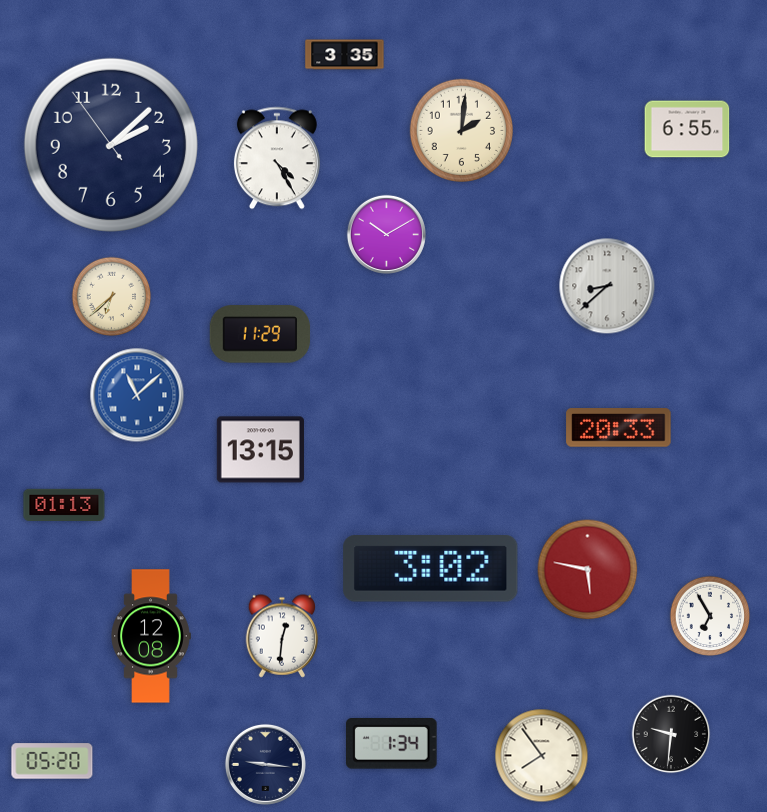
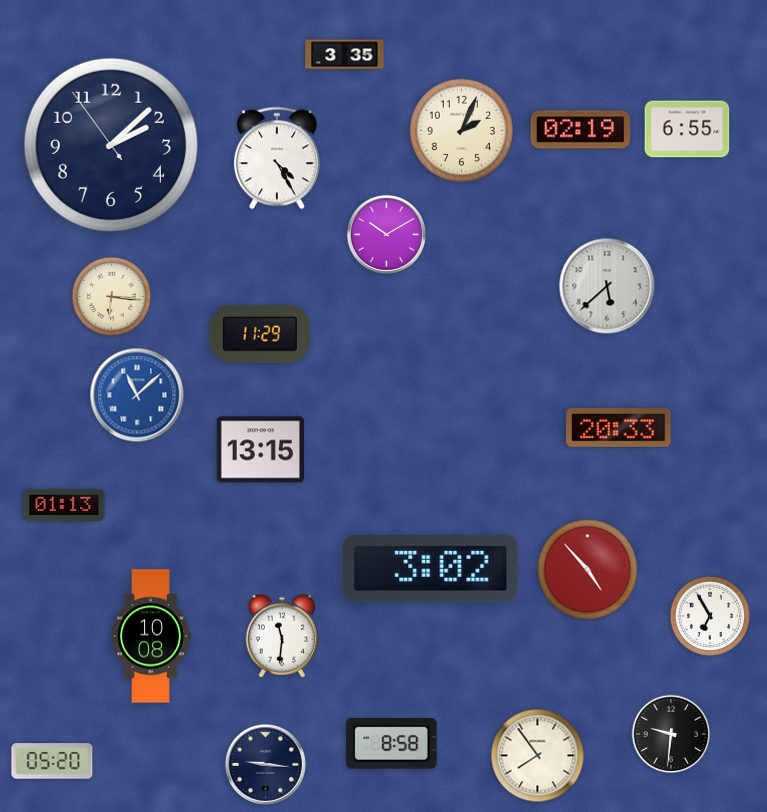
clock at (461, 130): 2:01 -> 2:04
clock at (581, 130): none -> 02:19
clock at (607, 286): 8:38 -> 5:38
clock at (112, 297): 6:38 -> 6:16
clock at (588, 570): 5:47 -> 4:53
clock at (151, 636): 12:08 -> 10:08
clock at (282, 636): 12:31 -> 11:31
clock at (392, 744): 1:34 -> 8:58
clock at (542, 756) position: (542, 756) -> (538, 756)
